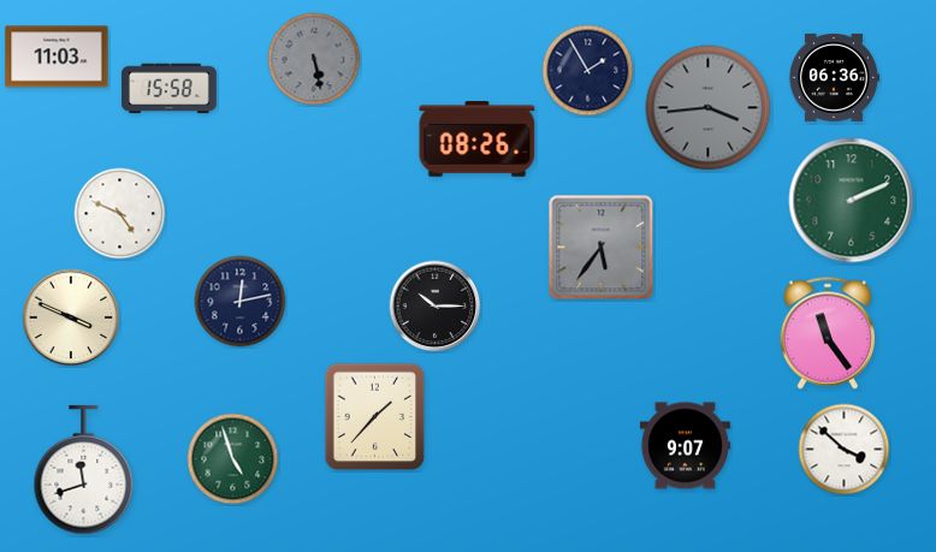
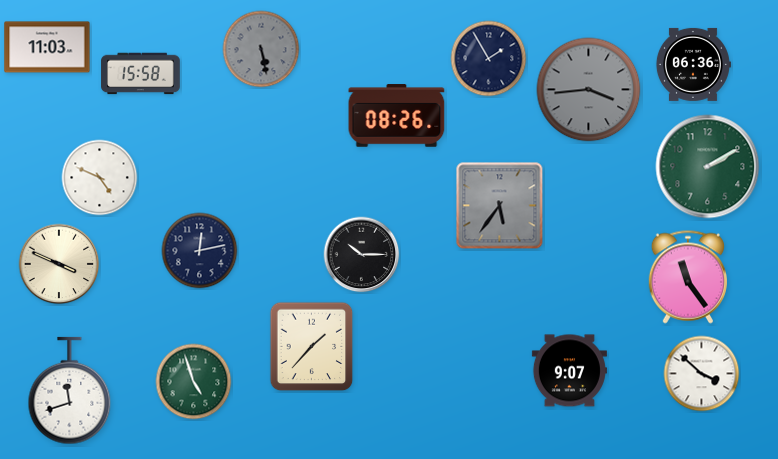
clock at (852, 201): 2:11 -> 2:10
